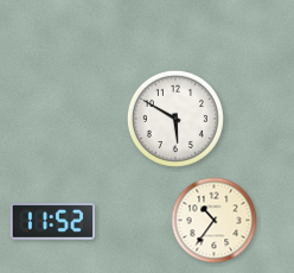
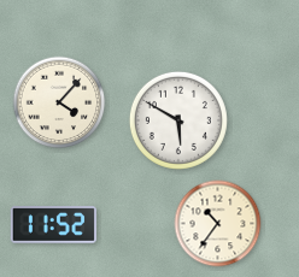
clock at (59, 102): none -> 4:07
